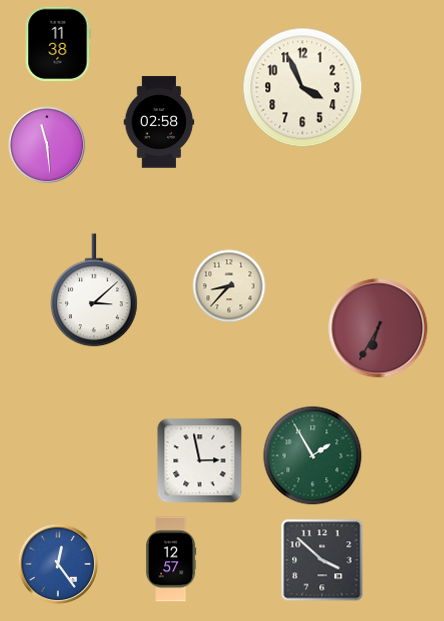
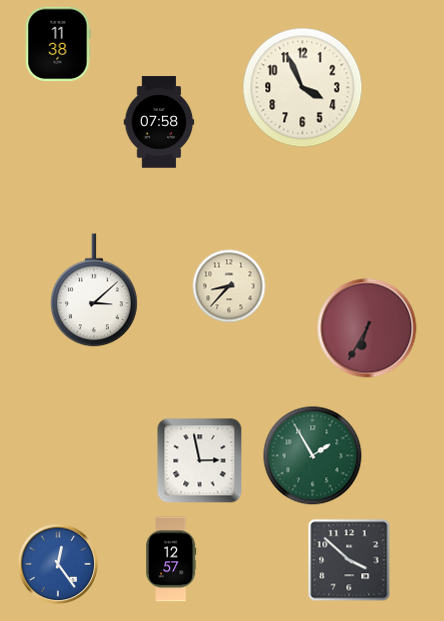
clock at (159, 122): 02:58 -> 07:58
clock at (47, 145): 11:29 -> none
clock at (378, 328) position: (378, 328) -> (367, 328)
clock at (322, 560) position: (322, 560) -> (349, 560)
